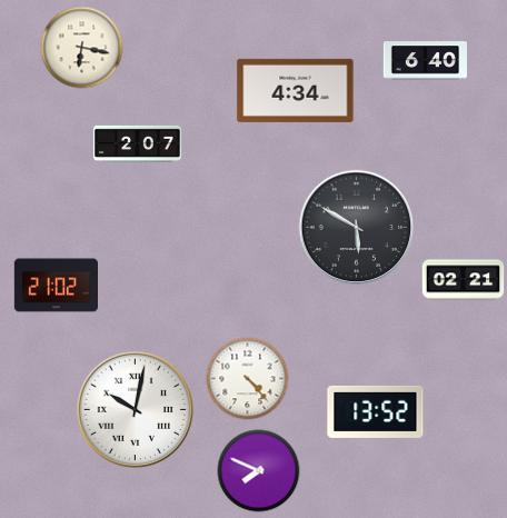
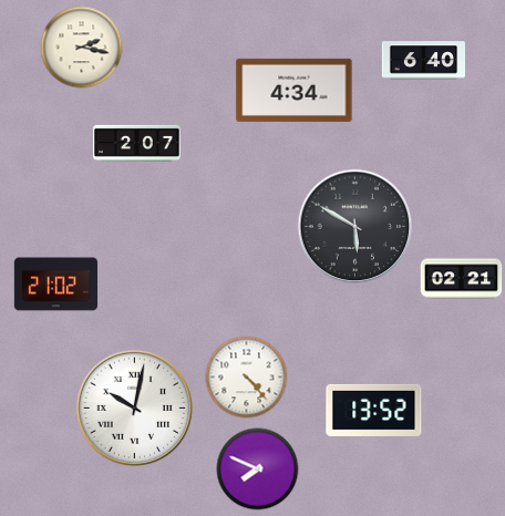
clock at (82, 48): 6:17 -> 2:17
